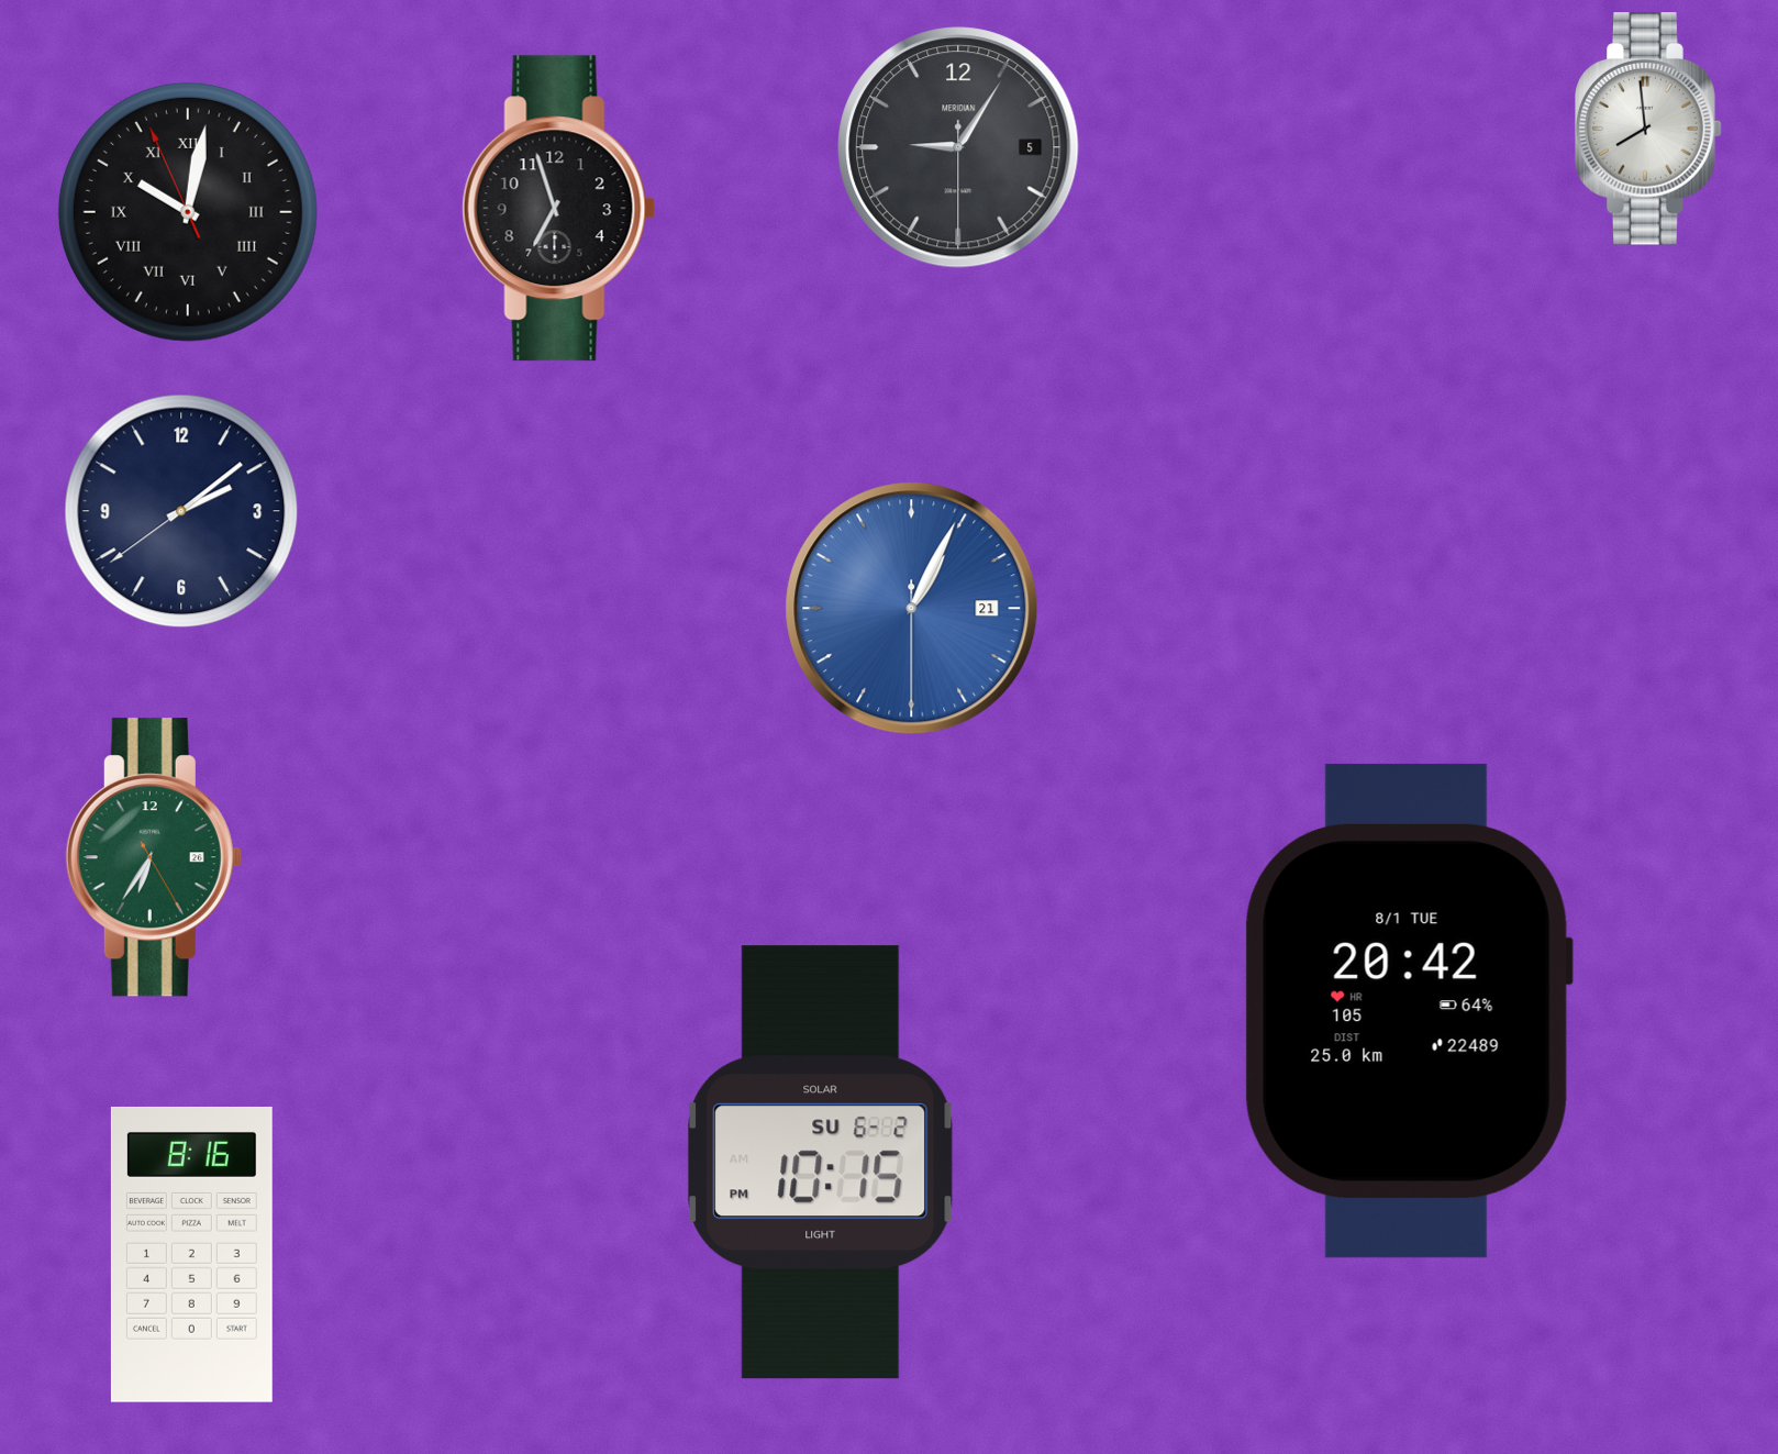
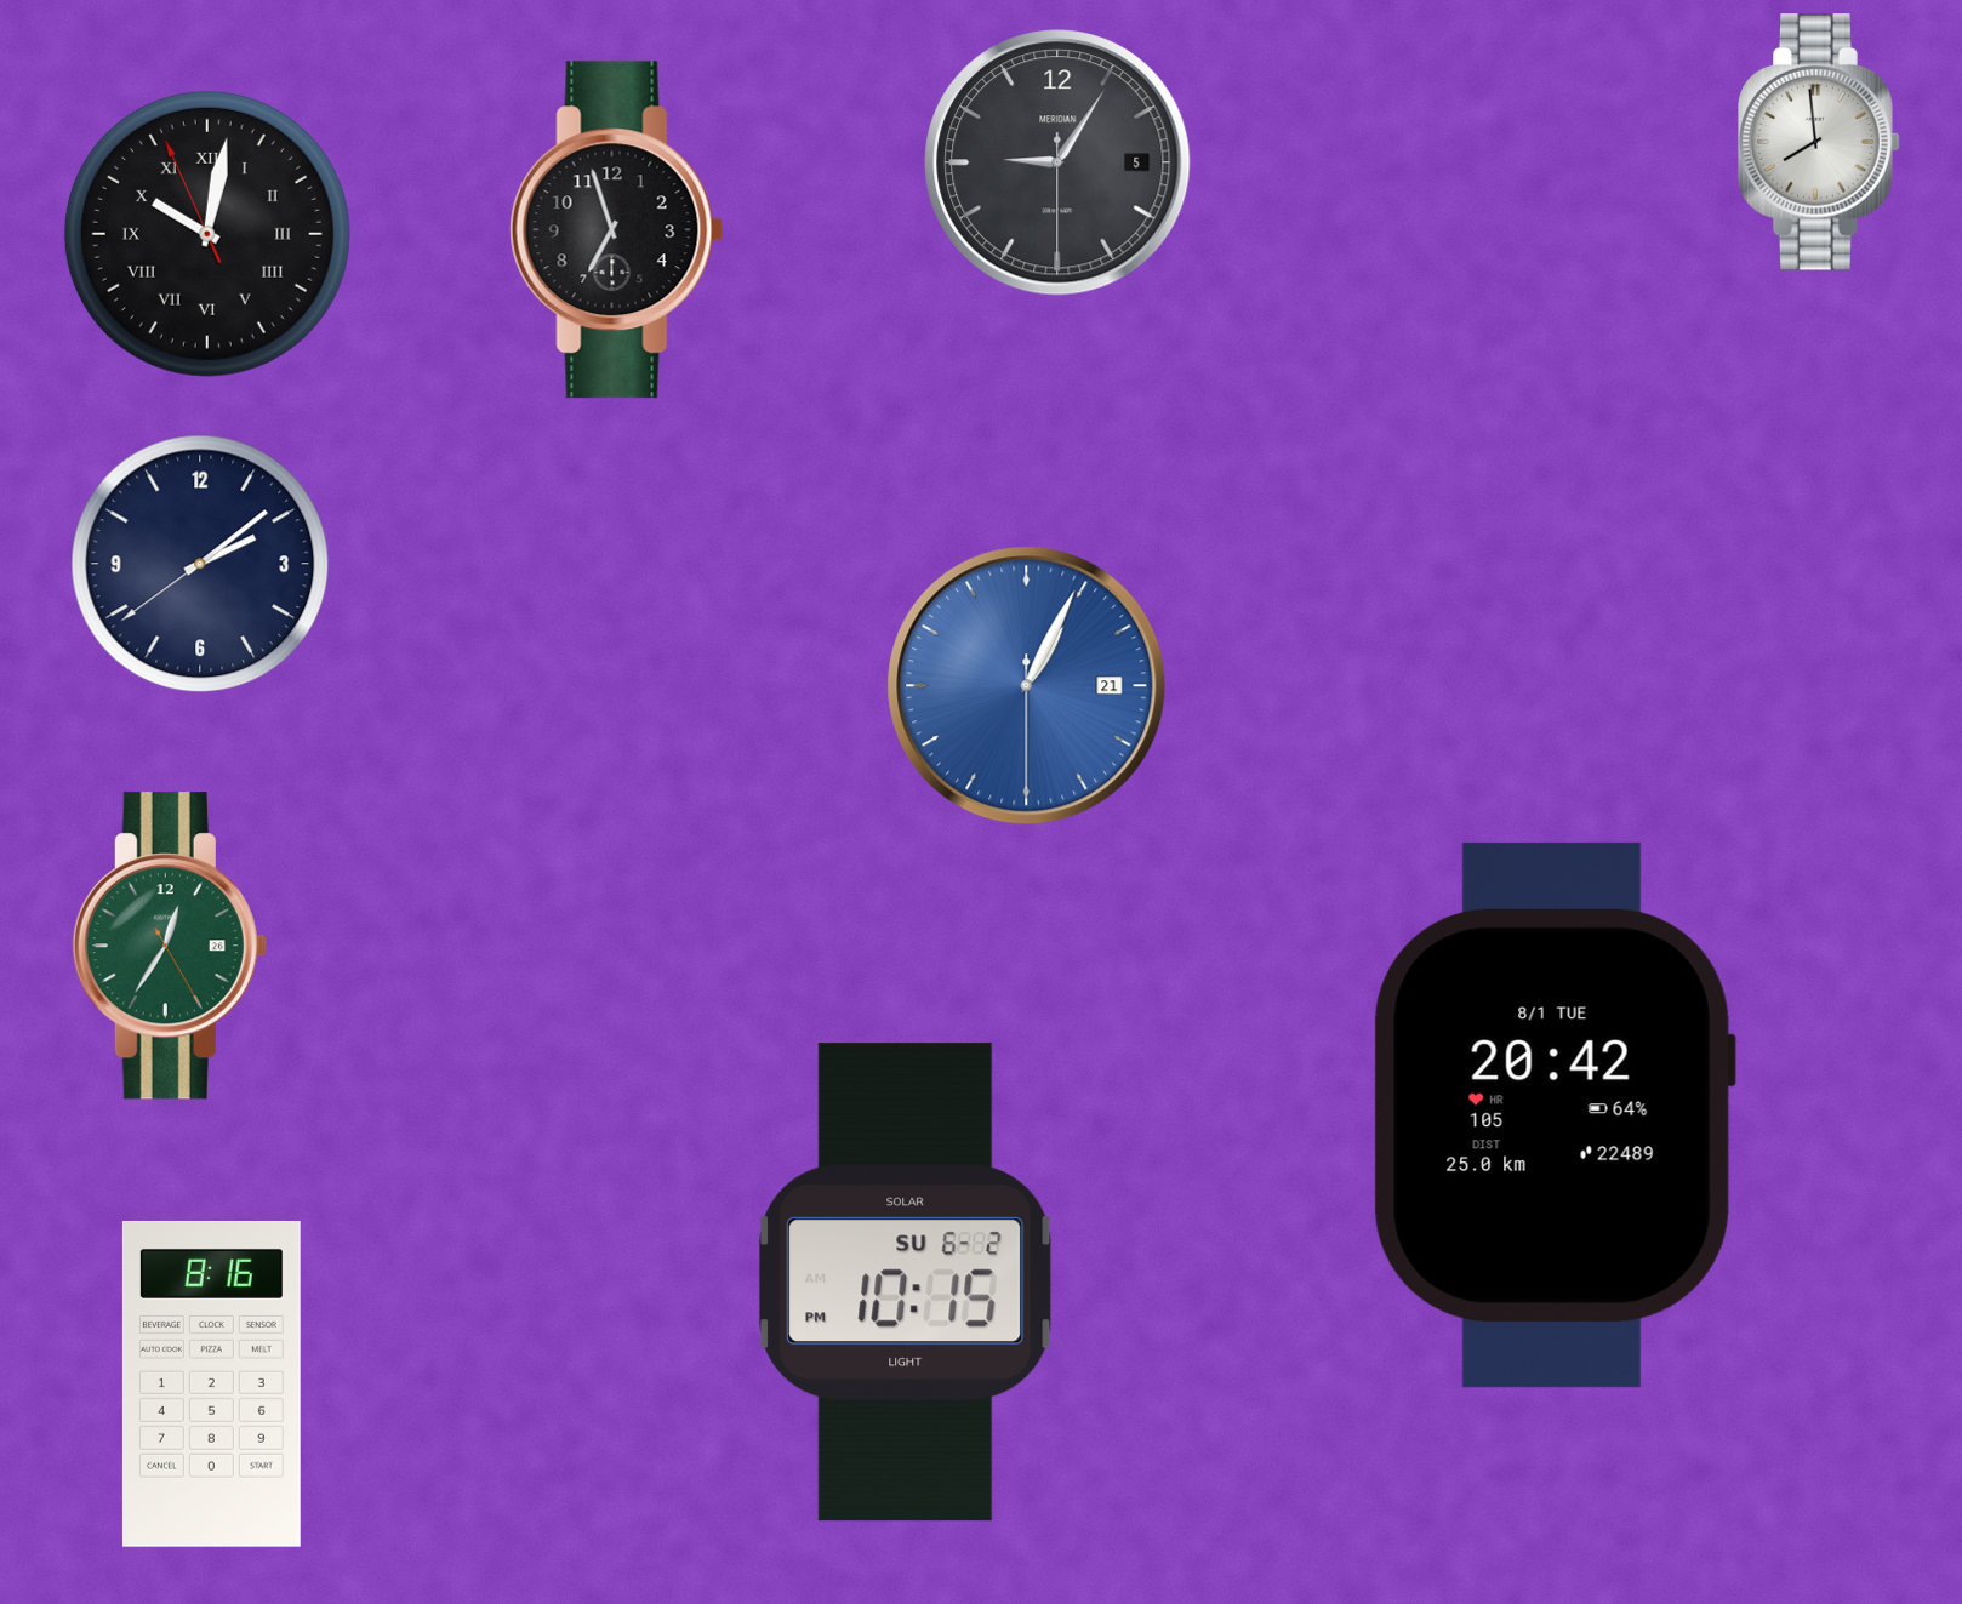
clock at (912, 609) position: (912, 609) -> (1027, 686)
clock at (154, 857): 6:35 -> 12:35
